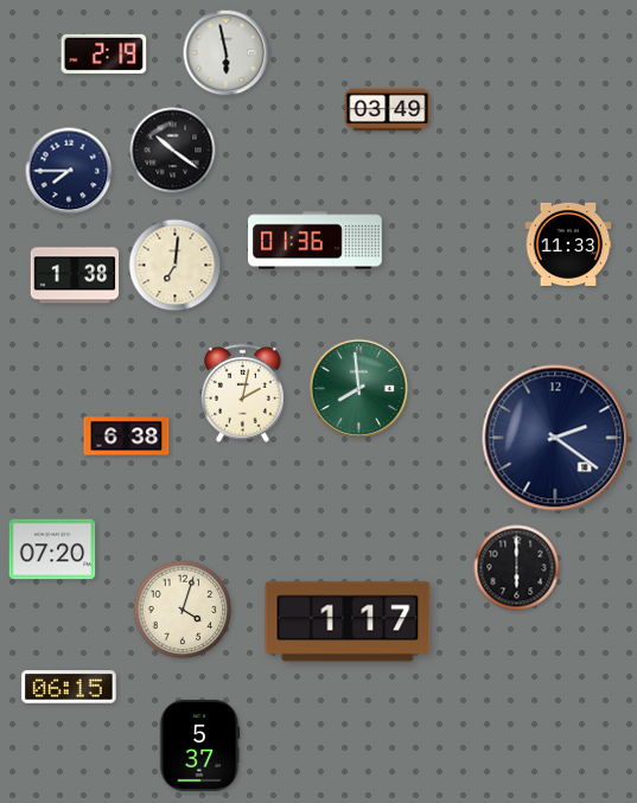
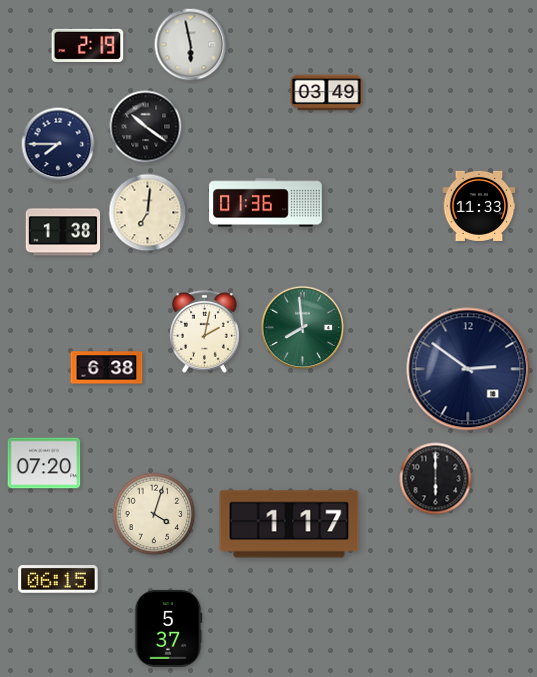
clock at (176, 266) position: (176, 266) -> (148, 213)
clock at (555, 438): 2:21 -> 2:51
clock at (348, 622) position: (348, 622) -> (289, 524)
